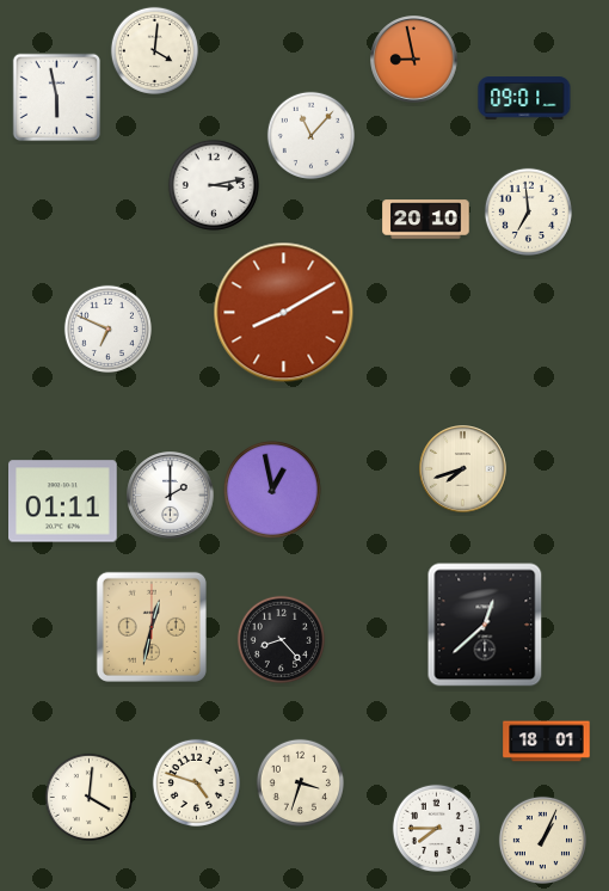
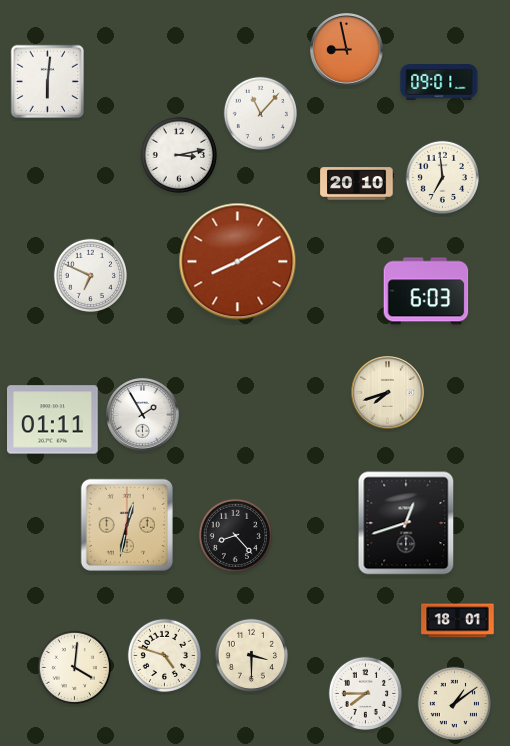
clock at (154, 50): 4:01 -> none
clock at (57, 98): 5:58 -> 6:01
clock at (426, 291): none -> 6:03
clock at (272, 490): 12:58 -> none
clock at (171, 496): 2:00 -> 1:55
clock at (485, 625): 12:38 -> 12:42
clock at (300, 782): 3:33 -> 3:30
clock at (542, 840): 1:04 -> 1:09
